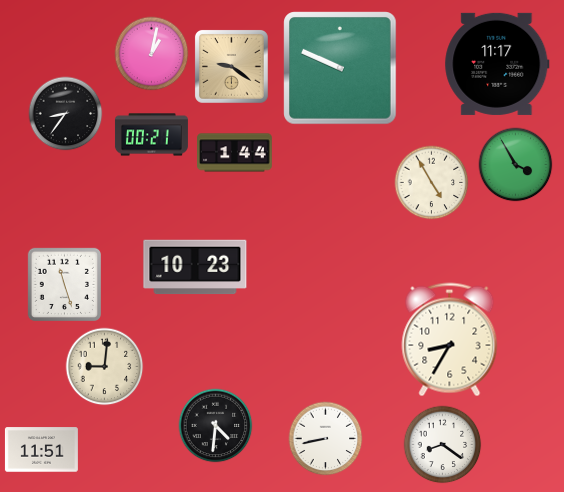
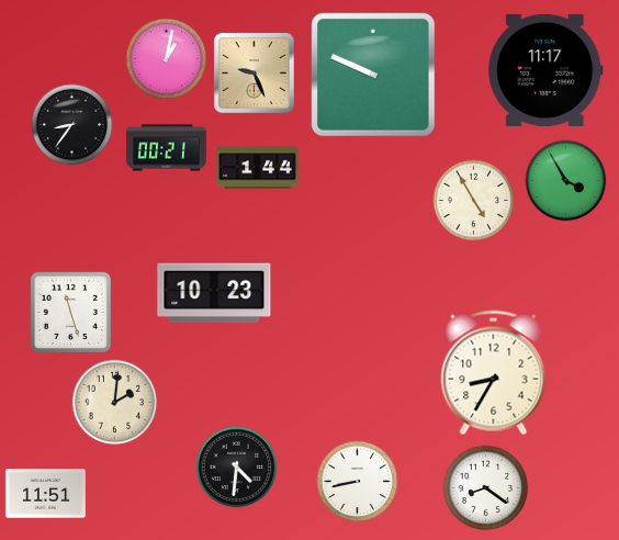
clock at (231, 66): 9:21 -> 9:26
clock at (105, 367): 9:01 -> 2:01
